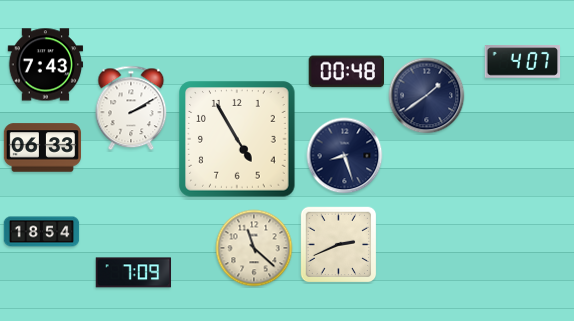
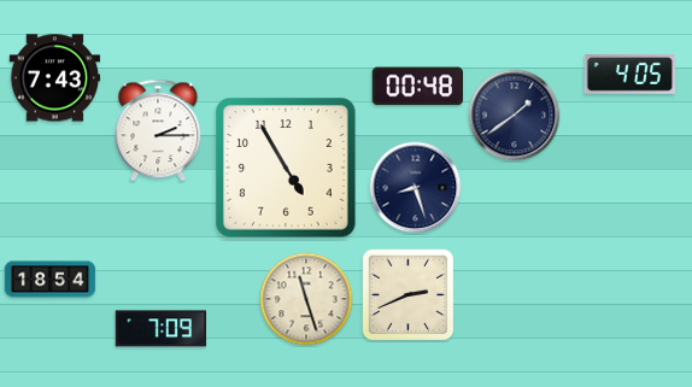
clock at (523, 62): 4:07 -> 4:05
clock at (131, 108): 2:10 -> 2:15
clock at (42, 148): 06:33 -> none
clock at (254, 248): 11:22 -> 11:27
